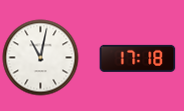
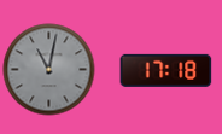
clock at (41, 58) dial: white -> grey
